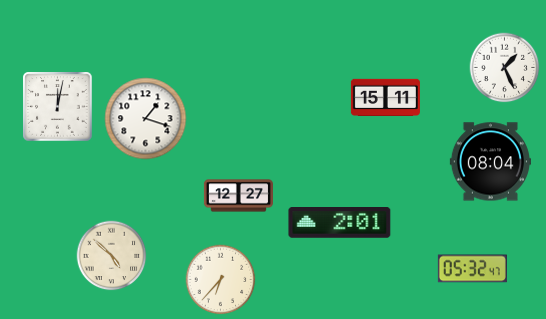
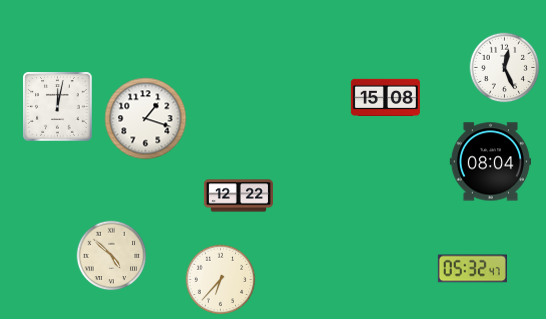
clock at (505, 68): 1:26 -> 12:26
clock at (385, 97): 15:11 -> 15:08
clock at (238, 196): 12:27 -> 12:22
clock at (340, 223): 2:01 -> none
